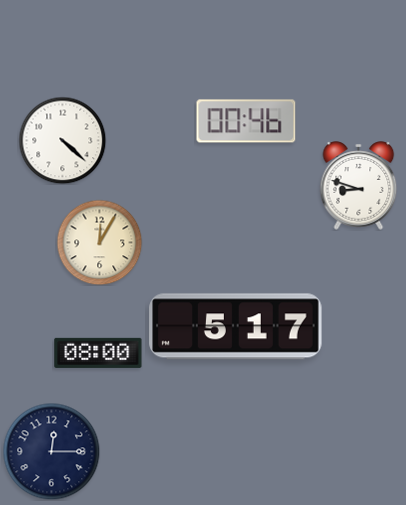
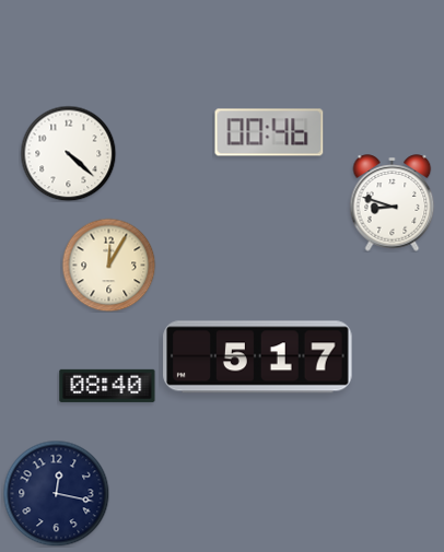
clock at (98, 353): 08:00 -> 08:40
clock at (51, 451): 12:15 -> 12:17
